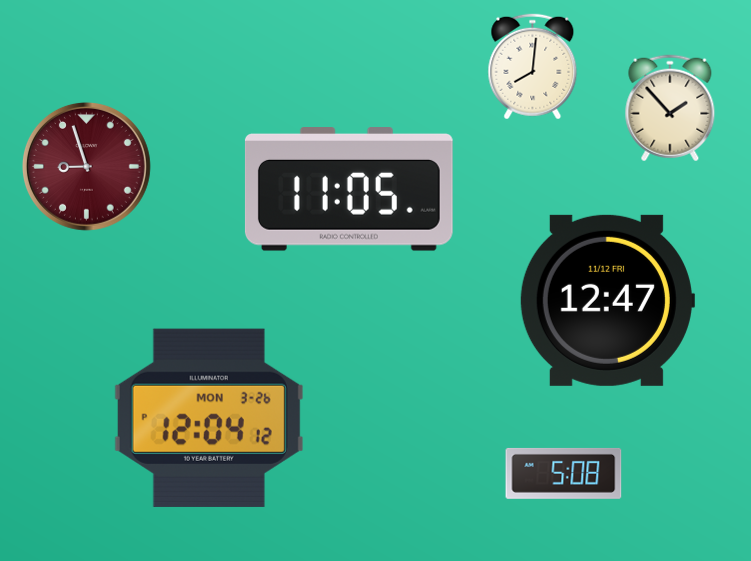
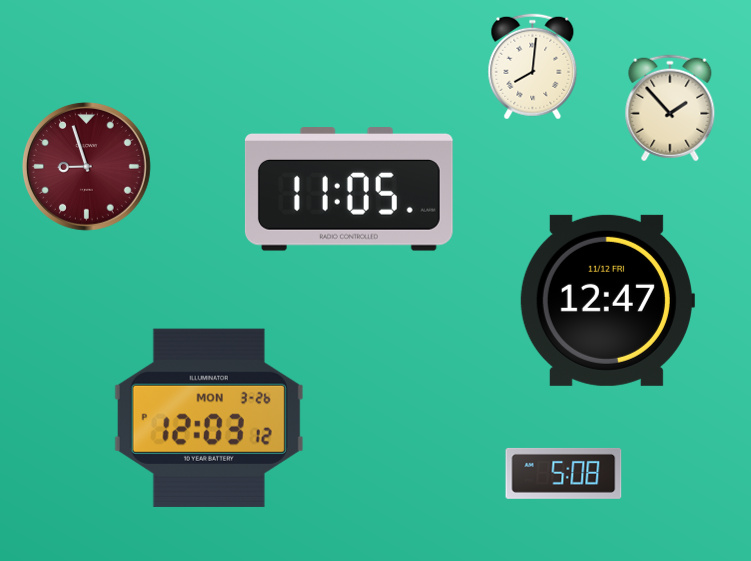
clock at (209, 418): 12:04 -> 12:03
